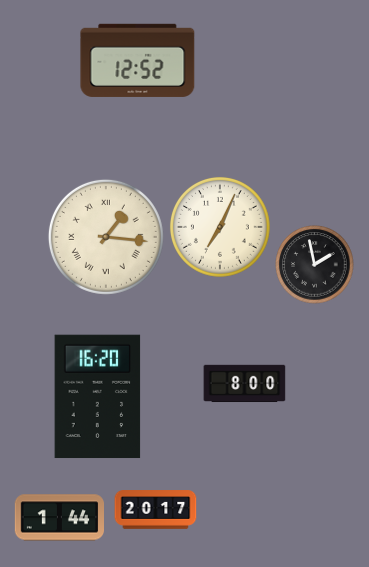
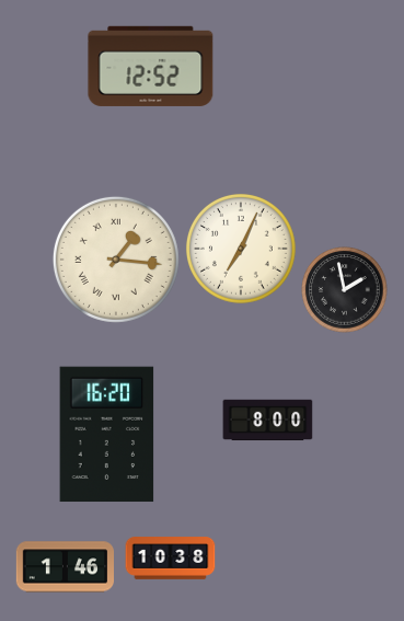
clock at (156, 510): 20:17 -> 10:38
clock at (59, 518): 1:44 -> 1:46
